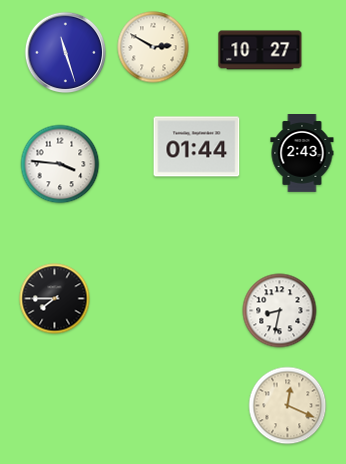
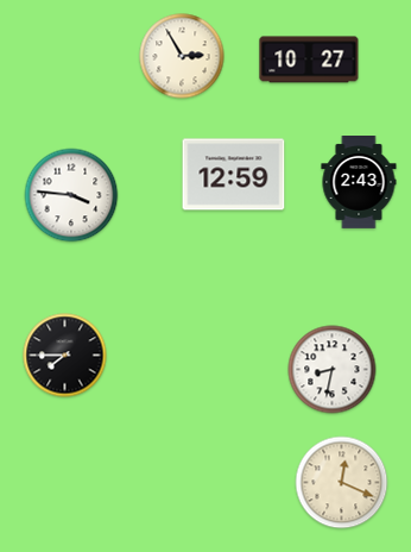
clock at (153, 47): 2:50 -> 2:55
clock at (66, 53): 11:27 -> none
clock at (197, 147): 01:44 -> 12:59
